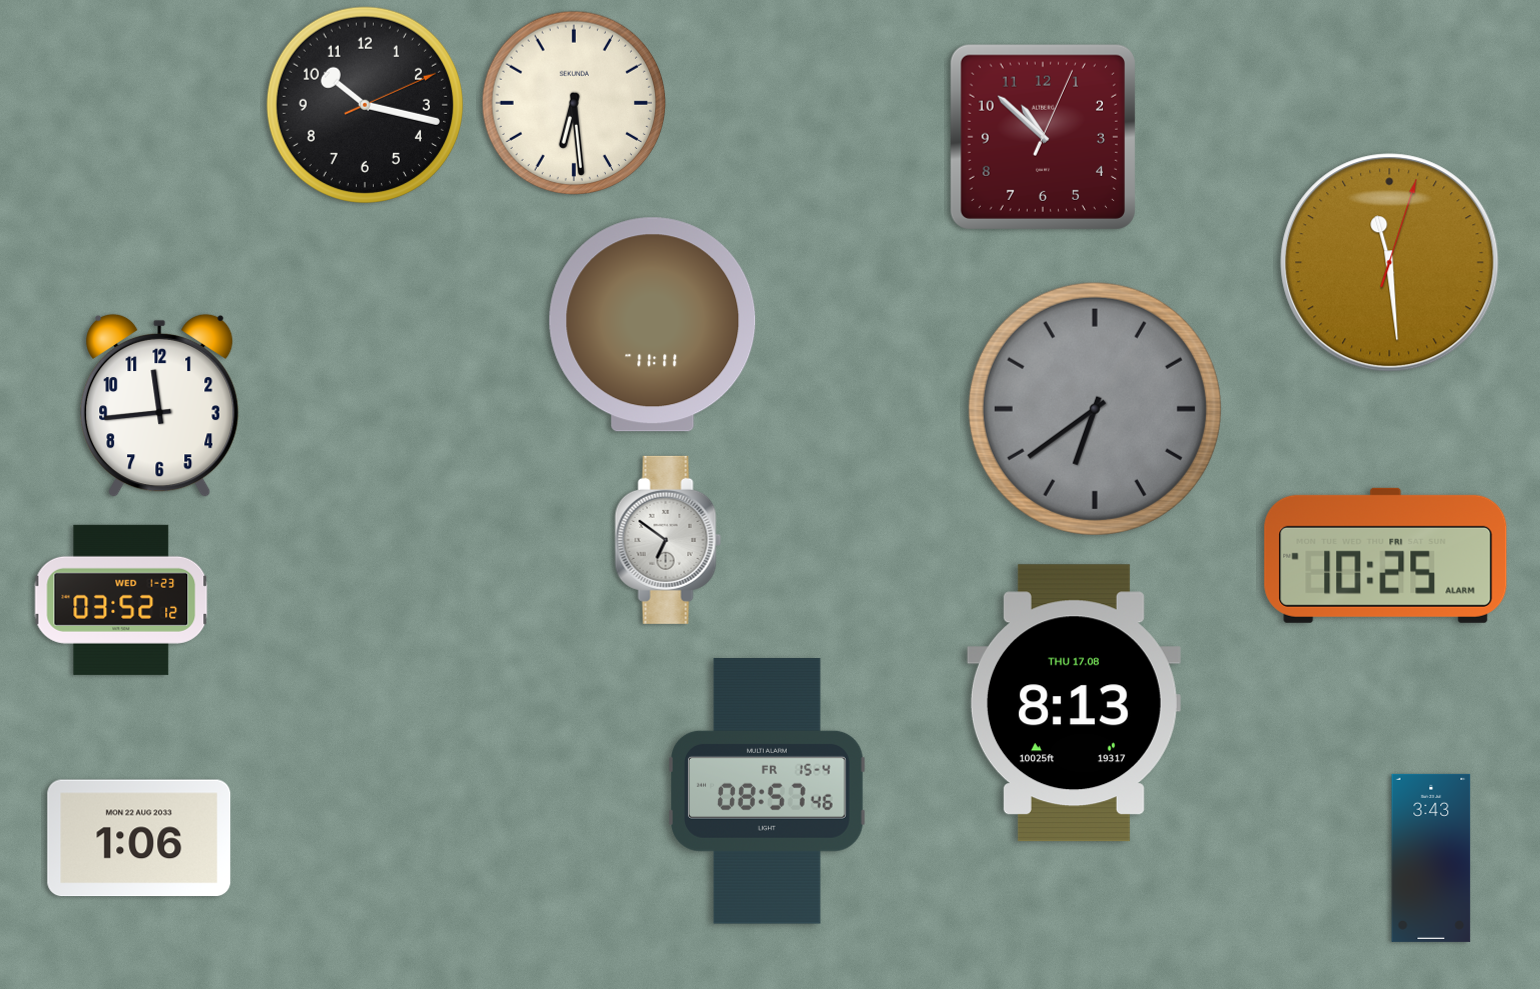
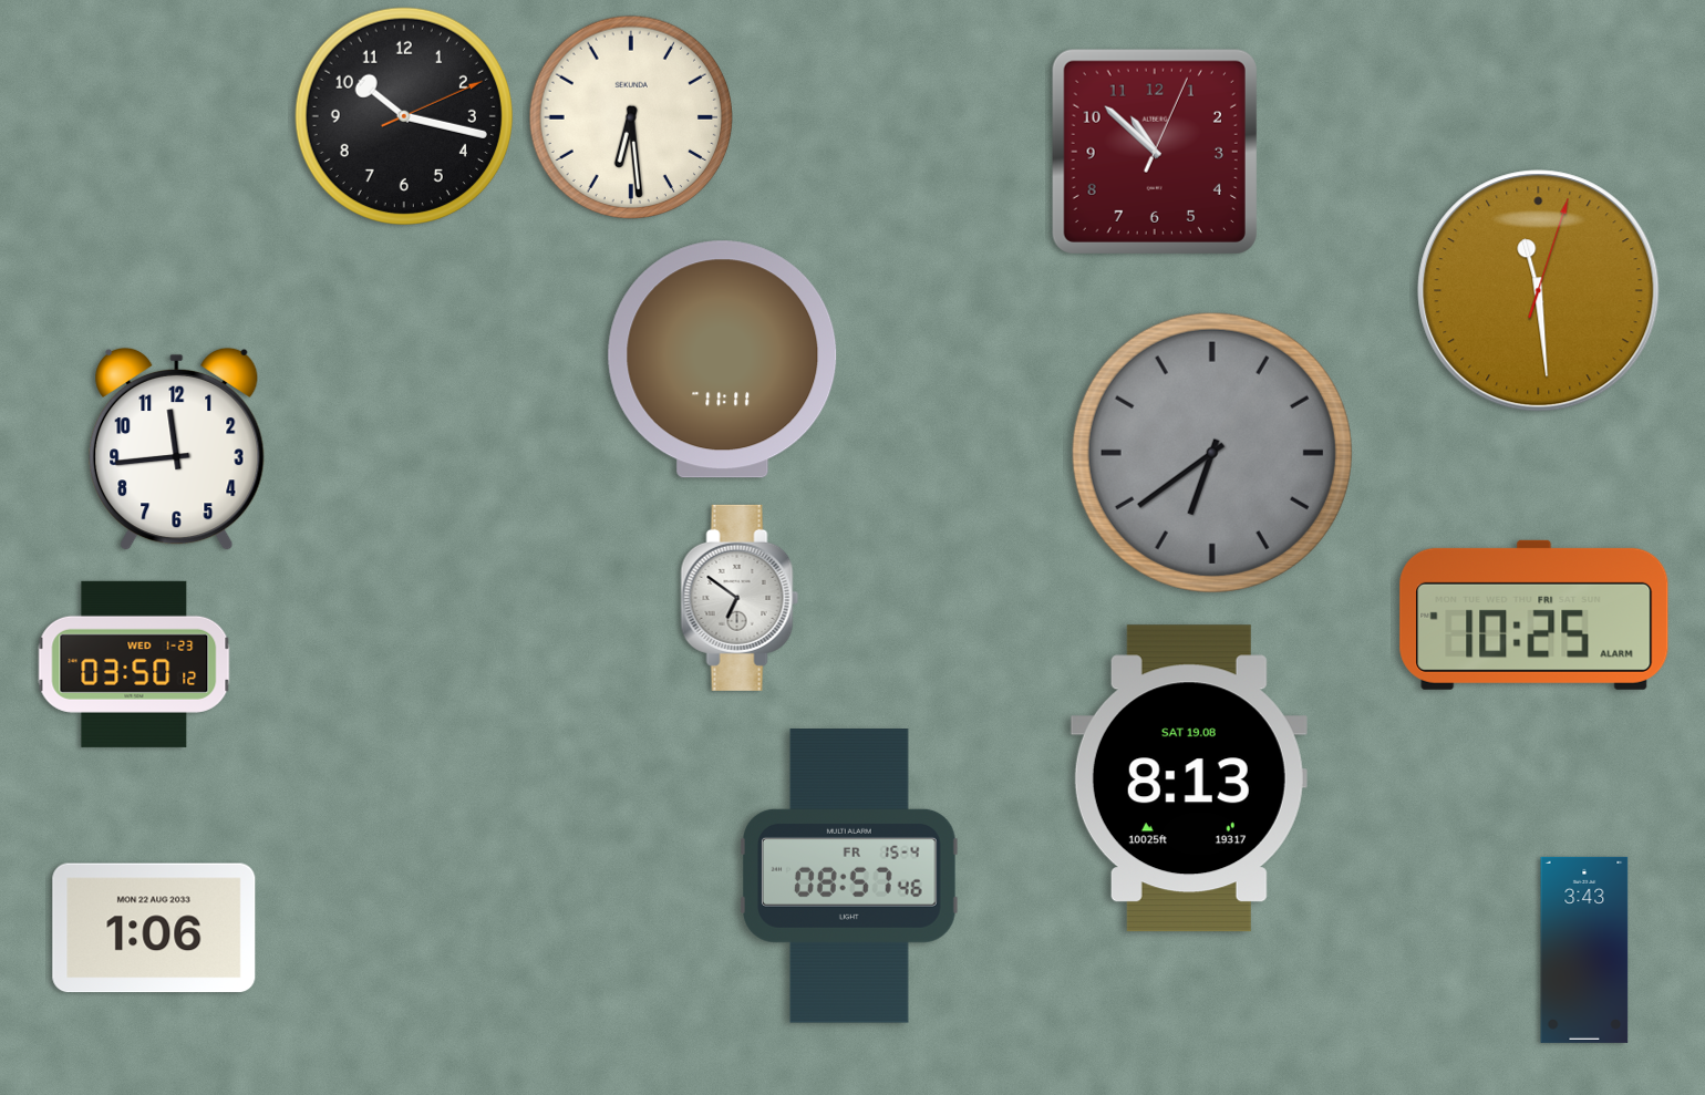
clock at (573, 102) position: (573, 102) -> (630, 116)
clock at (121, 600): 03:52 -> 03:50
clock at (1074, 703) date: THU 17.08 -> SAT 19.08
